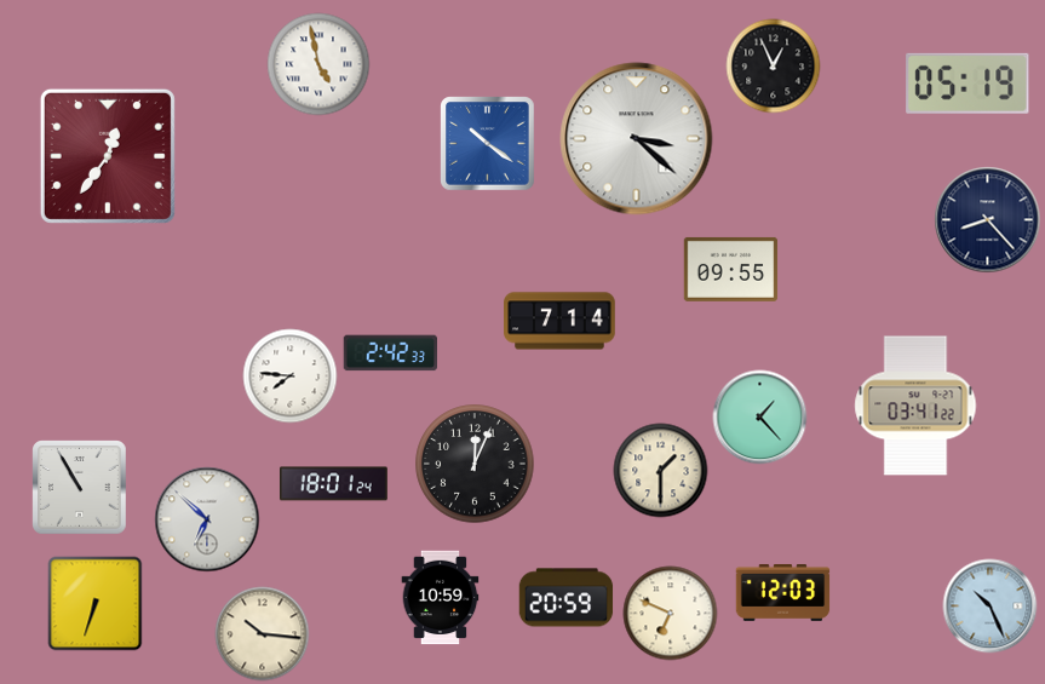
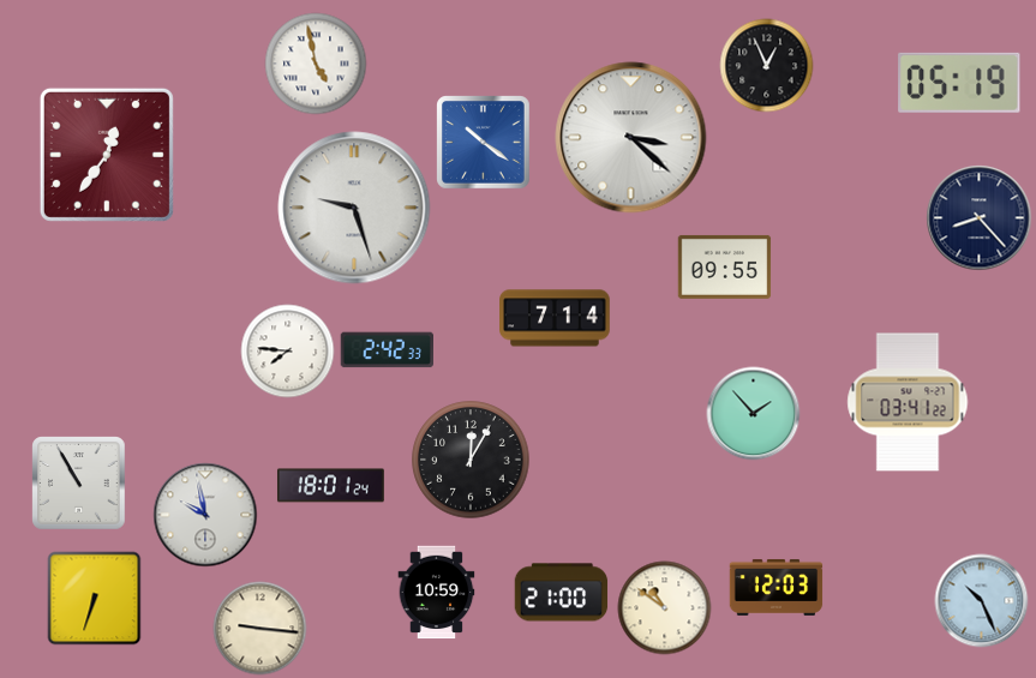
clock at (354, 208): none -> 9:27
clock at (289, 375) position: (289, 375) -> (287, 350)
clock at (759, 416): 1:23 -> 1:53
clock at (475, 464): 12:04 -> 12:05
clock at (660, 470): 1:30 -> none
clock at (333, 484) position: (333, 484) -> (330, 486)
clock at (207, 519): 6:52 -> 9:58
clock at (565, 598): 20:59 -> 21:00
clock at (670, 613): 6:49 -> 10:51
clock at (262, 633): 10:16 -> 9:16
